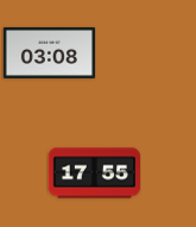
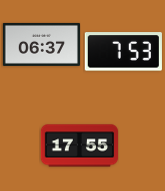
clock at (49, 52): 03:08 -> 06:37
clock at (123, 52): none -> 7:53
